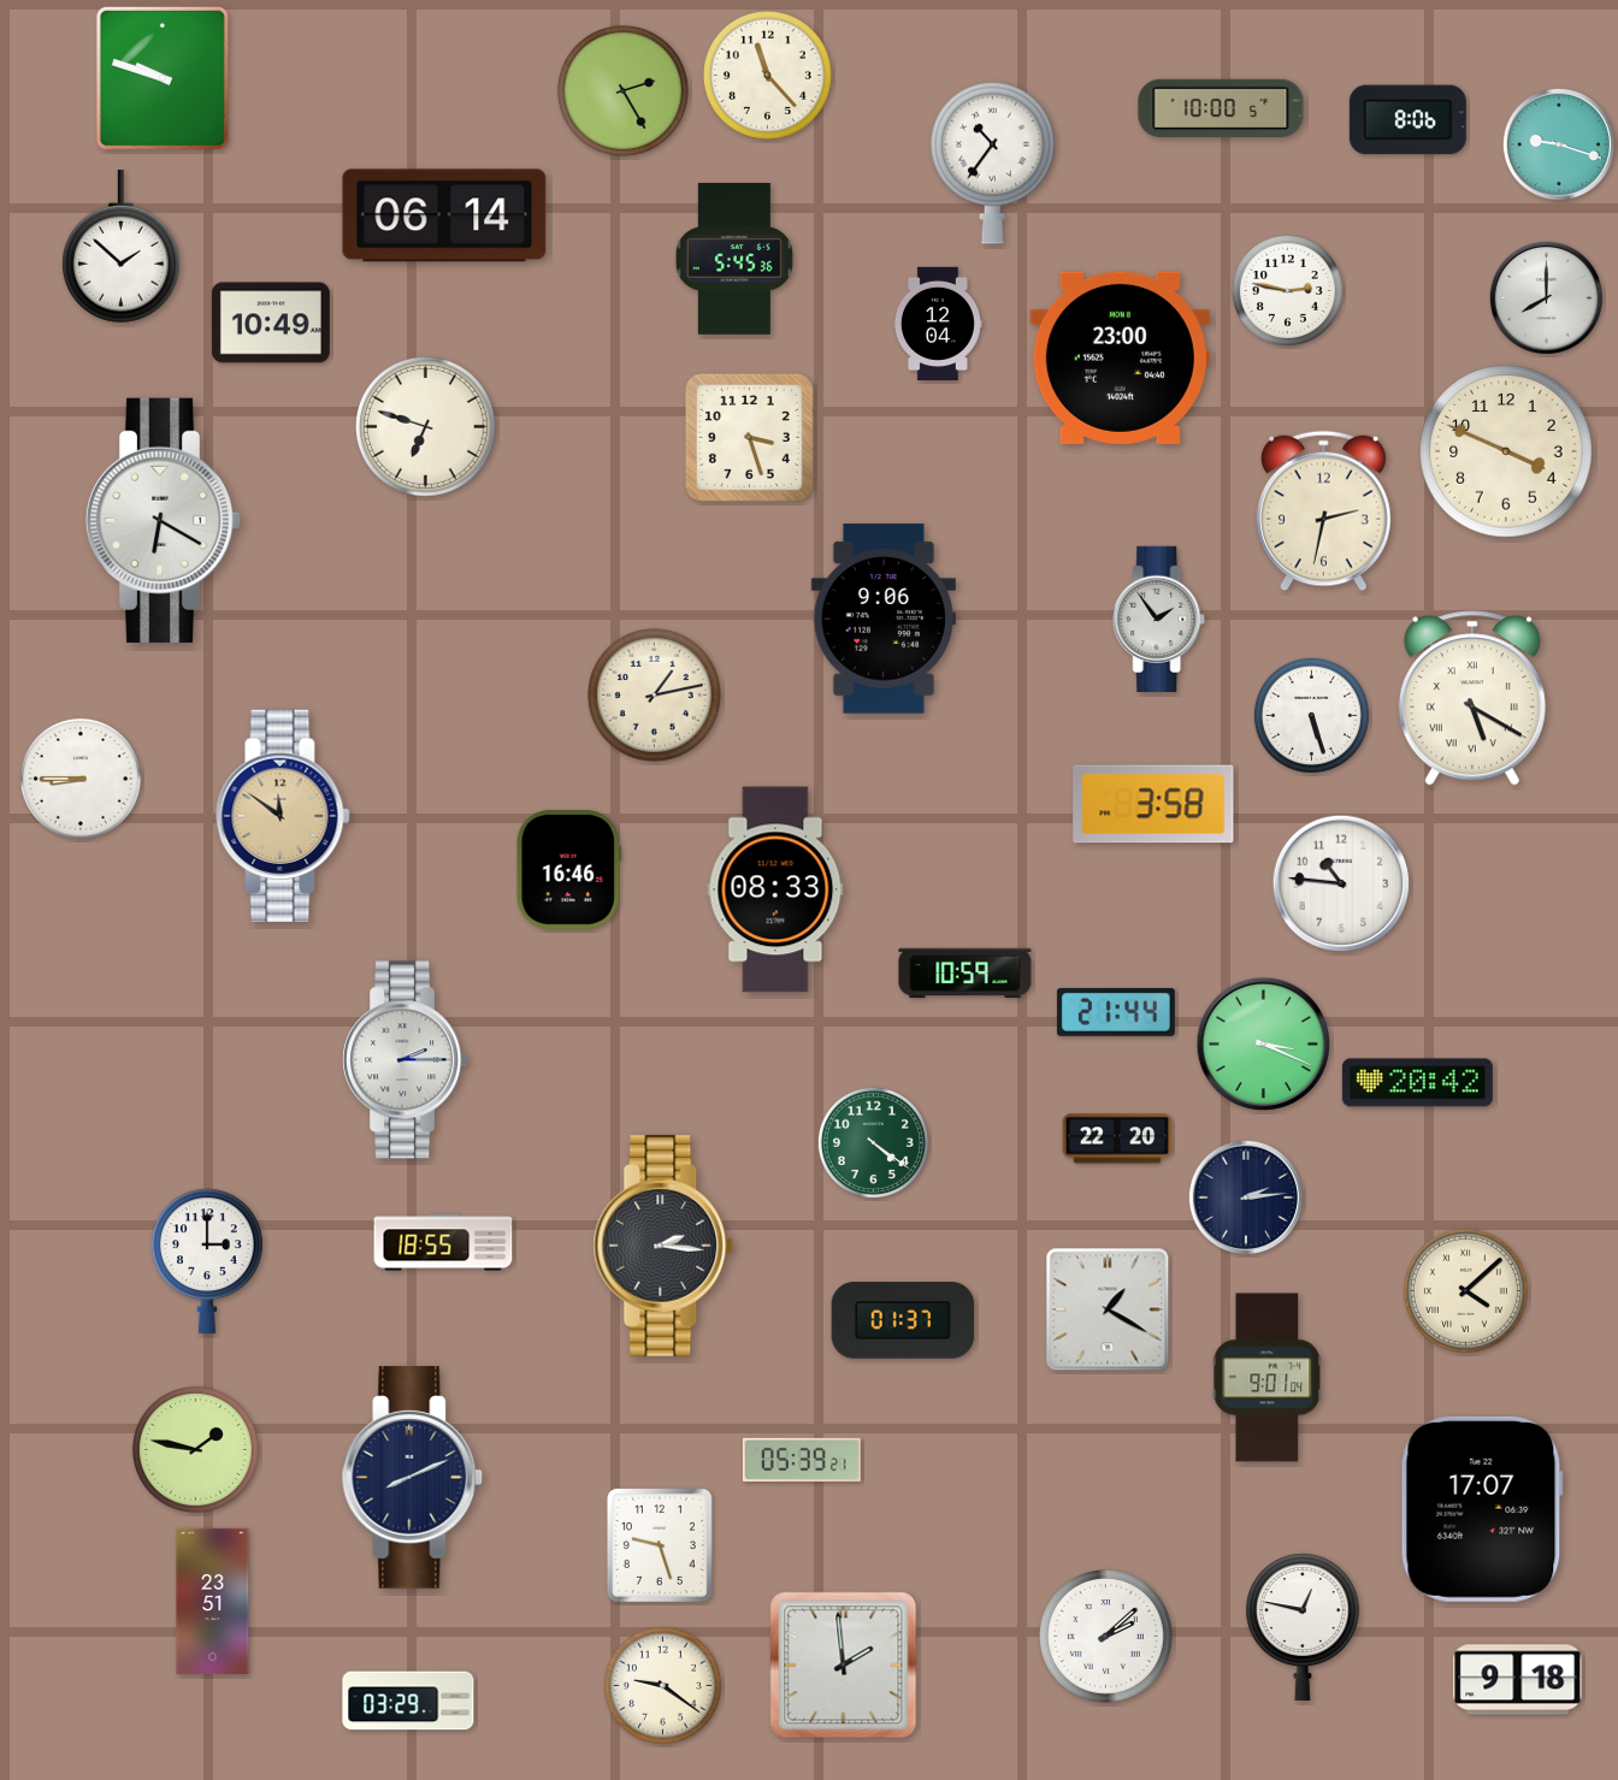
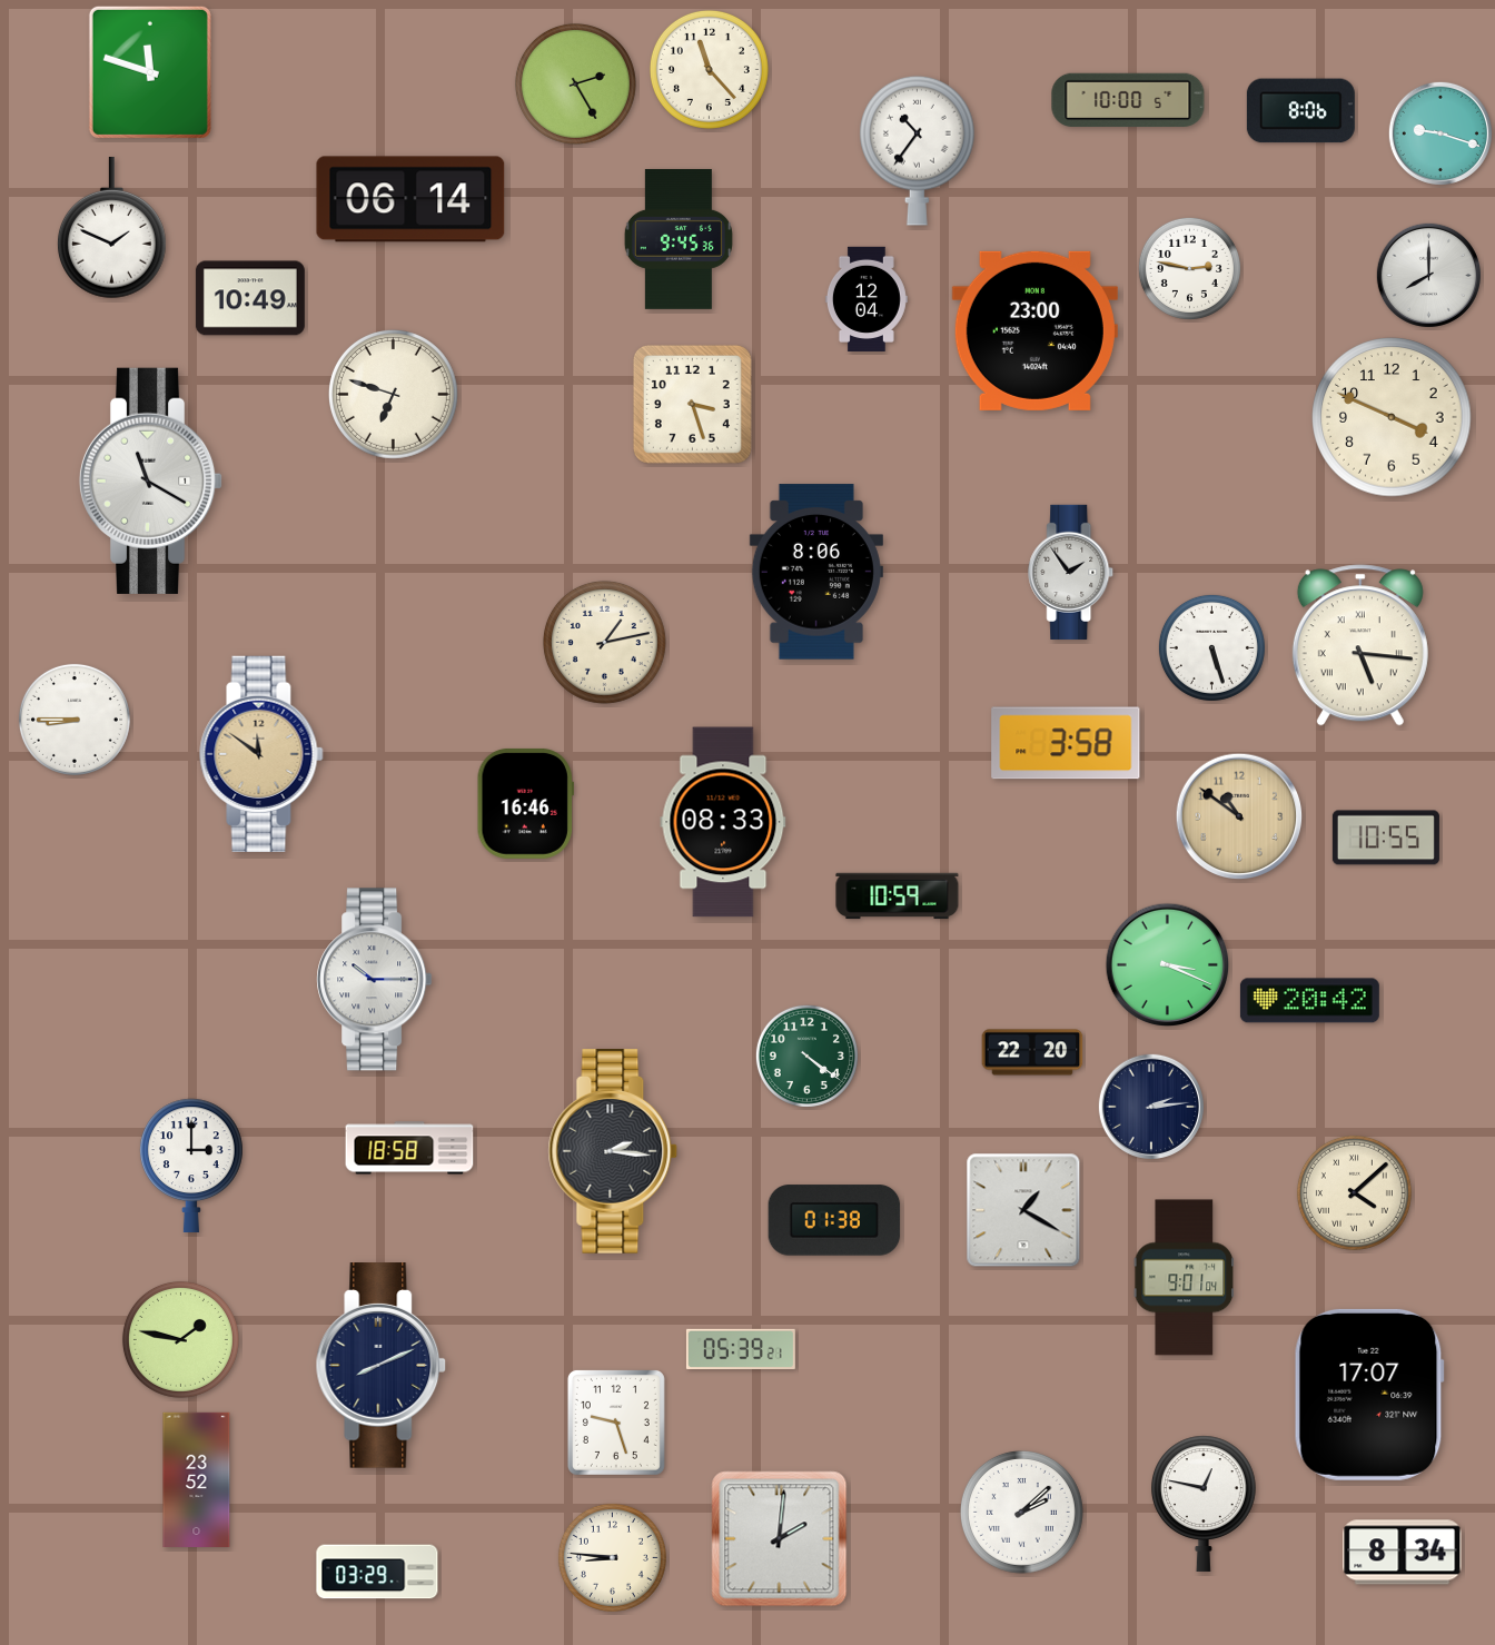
clock at (163, 78): 9:48 -> 11:48
clock at (122, 247): 1:52 -> 1:49
clock at (734, 259): 5:45 -> 9:45
clock at (1323, 511): 2:32 -> none
clock at (164, 520): 6:20 -> 11:20
clock at (884, 619): 9:06 -> 8:06
clock at (1472, 698): 5:20 -> 5:16
clock at (1311, 715) position: (1311, 715) -> (1211, 647)
clock at (1341, 883): 10:46 -> 10:51
clock at (1341, 883) dial: white -> champagne
clock at (775, 889) position: (775, 889) -> (723, 822)
clock at (1386, 838): none -> 10:55
clock at (966, 974) position: (966, 974) -> (898, 896)
clock at (1116, 1012): 21:44 -> none
clock at (406, 1060): 2:15 -> 10:15
clock at (443, 1242): 18:55 -> 18:58
clock at (903, 1320): 01:37 -> 01:38
clock at (1268, 1378) position: (1268, 1378) -> (1185, 1278)
clock at (660, 1545) position: (660, 1545) -> (616, 1423)
clock at (213, 1601): 23:51 -> 23:52
clock at (844, 1666): 1:59 -> 2:01
clock at (1518, 1680): 9:18 -> 8:34
clock at (662, 1685): 9:21 -> 8:46
